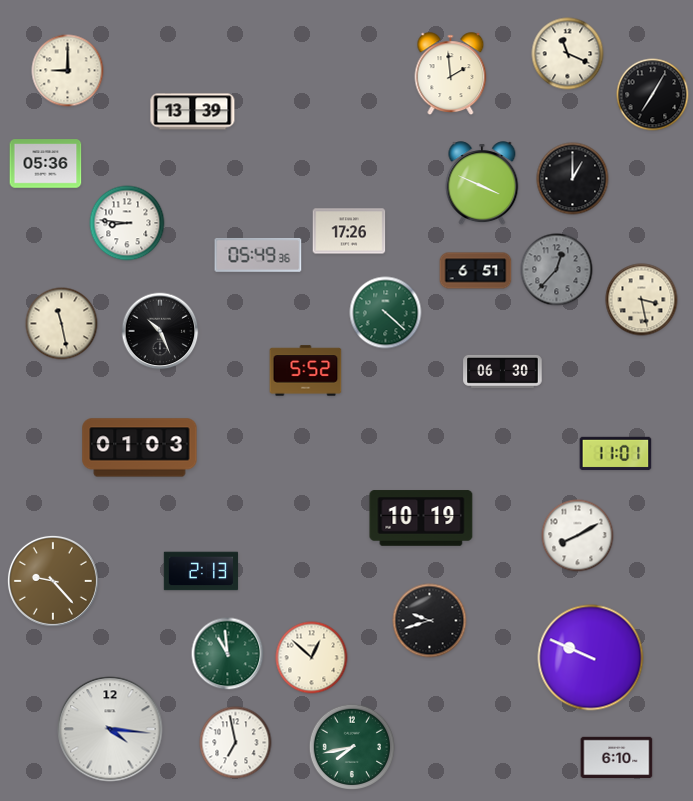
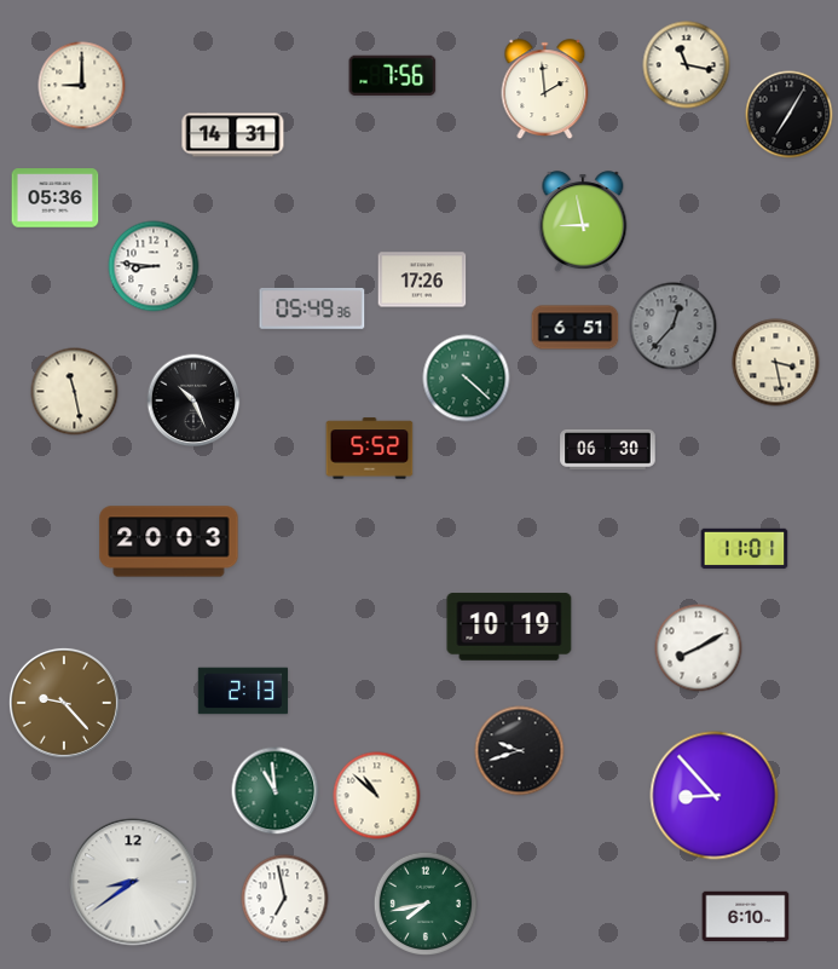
clock at (568, 54): 11:19 -> 11:17
clock at (393, 75): none -> 7:56
clock at (193, 112): 13:39 -> 14:31
clock at (573, 179): 1:00 -> none
clock at (482, 184): 3:49 -> 8:58
clock at (127, 223) position: (127, 223) -> (154, 266)
clock at (140, 448): 01:03 -> 20:03
clock at (312, 658): 12:52 -> 10:52
clock at (591, 658): 9:49 -> 8:53
clock at (110, 729): 4:16 -> 8:39
